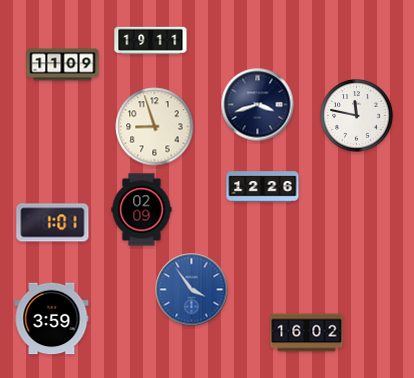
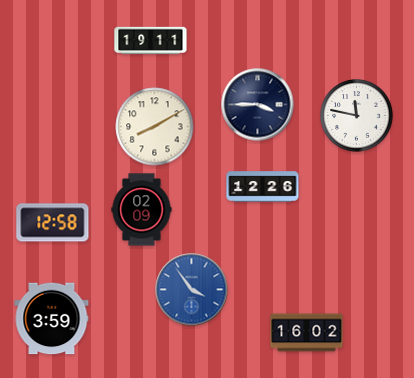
clock at (63, 65): 11:09 -> none
clock at (258, 105): 3:42 -> 3:45
clock at (155, 127): 8:57 -> 8:10
clock at (53, 223): 1:01 -> 12:58
